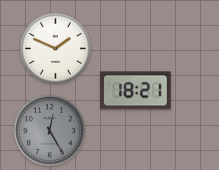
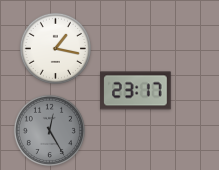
clock at (55, 48): 1:49 -> 1:17
clock at (136, 91): 18:21 -> 23:17
